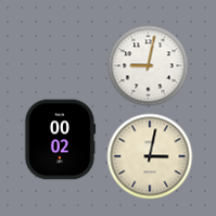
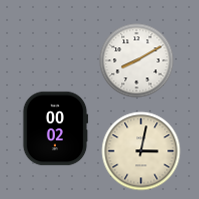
clock at (149, 66): 9:02 -> 8:10
clock at (150, 156) position: (150, 156) -> (141, 151)
